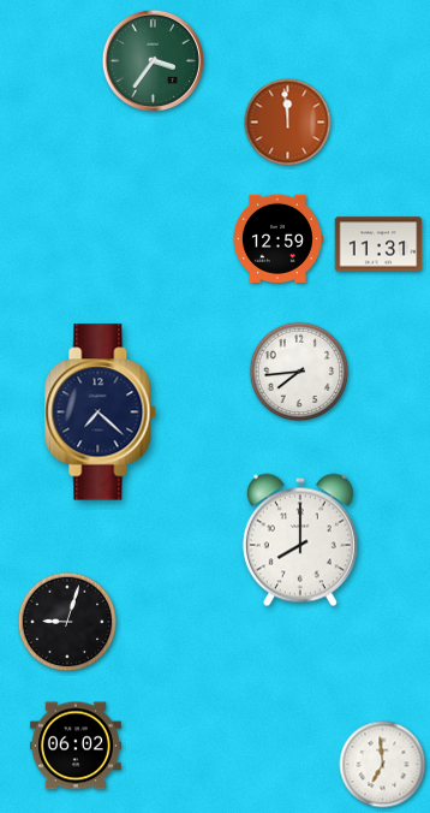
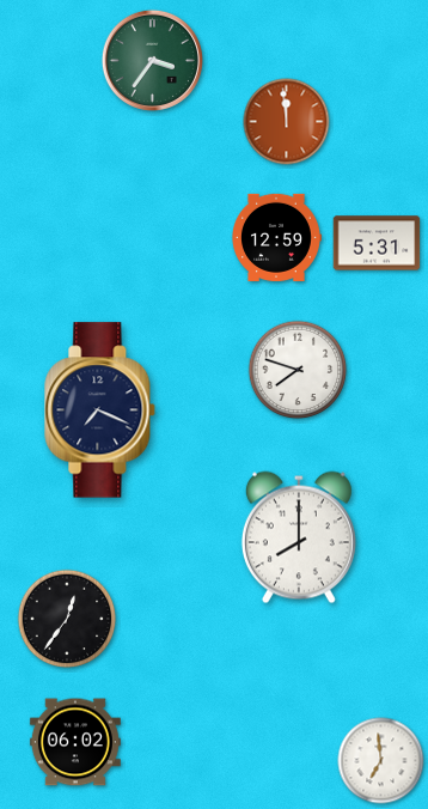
clock at (378, 244): 11:31 -> 5:31
clock at (299, 372): 7:44 -> 7:48
clock at (101, 413): 7:22 -> 7:19
clock at (67, 622): 9:03 -> 12:36
